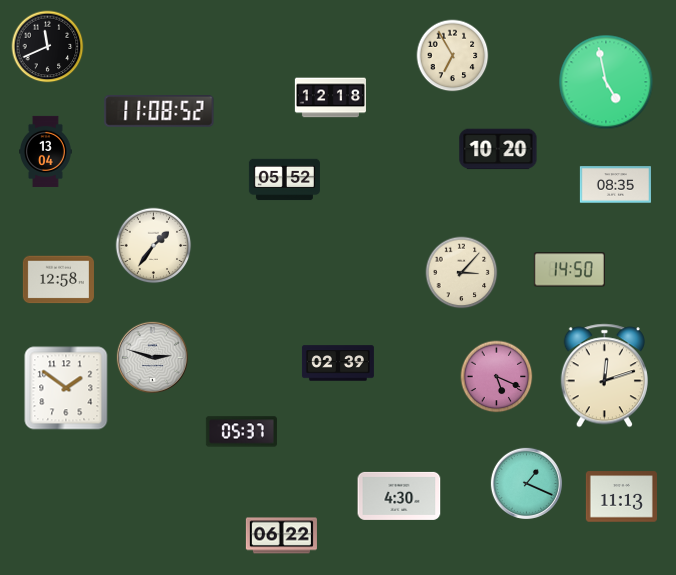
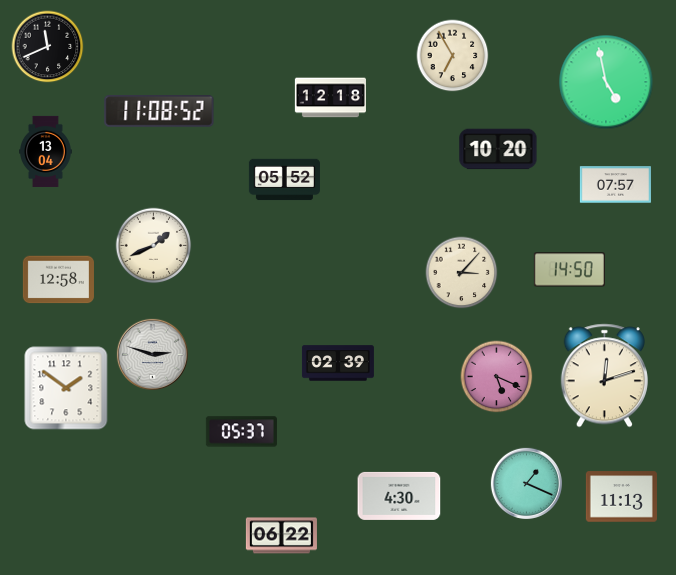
clock at (615, 185): 08:35 -> 07:57
clock at (154, 246): 1:36 -> 1:41
clock at (152, 357) position: (152, 357) -> (152, 354)
